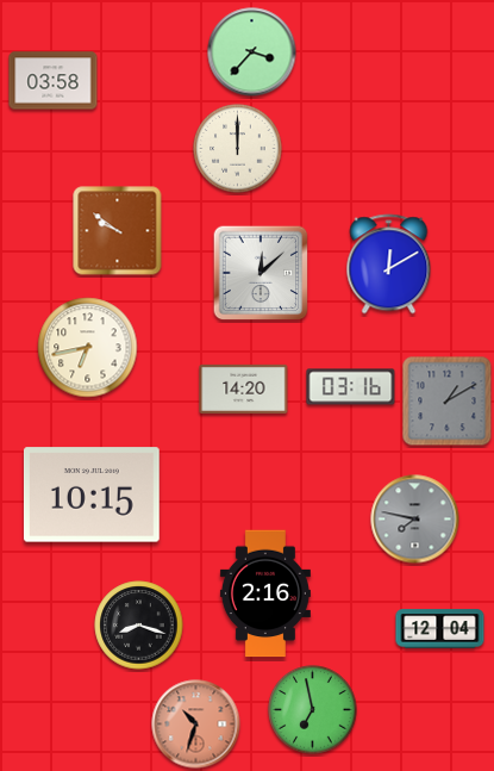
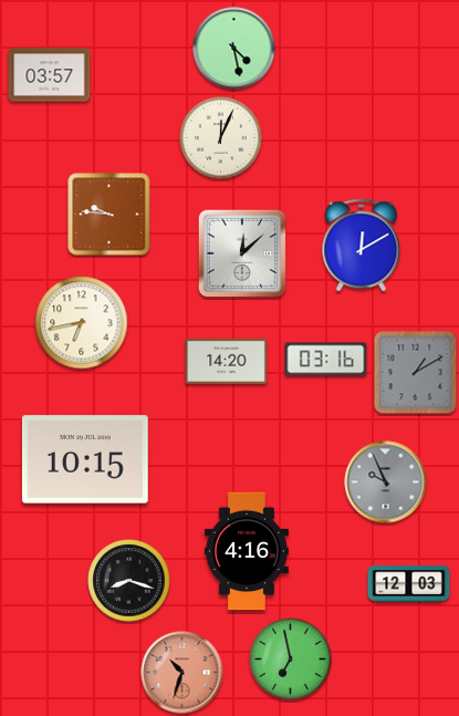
clock at (252, 52): 3:37 -> 4:28
clock at (54, 81): 03:58 -> 03:57
clock at (238, 149): 12:00 -> 12:04
clock at (118, 231): 9:51 -> 9:46
clock at (415, 520): 7:47 -> 9:56
clock at (265, 593): 2:16 -> 4:16
clock at (440, 629): 12:04 -> 12:03
